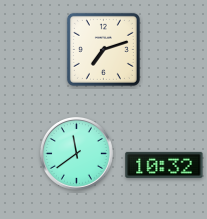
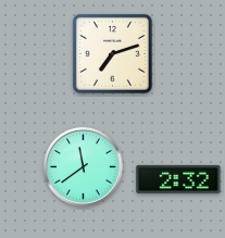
clock at (164, 165): 10:32 -> 2:32
